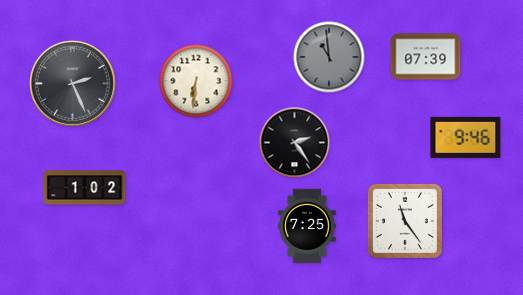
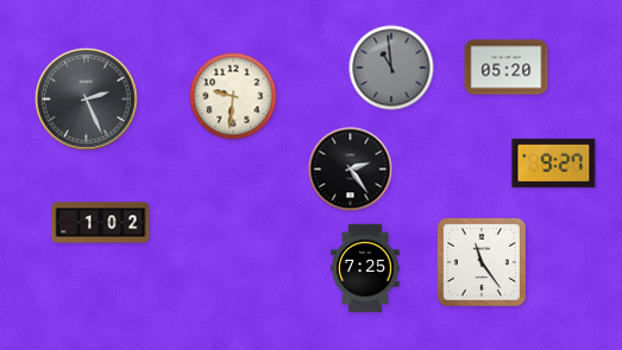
clock at (426, 57): 07:39 -> 05:20
clock at (196, 81): 6:31 -> 9:31
clock at (466, 137): 9:46 -> 9:27
